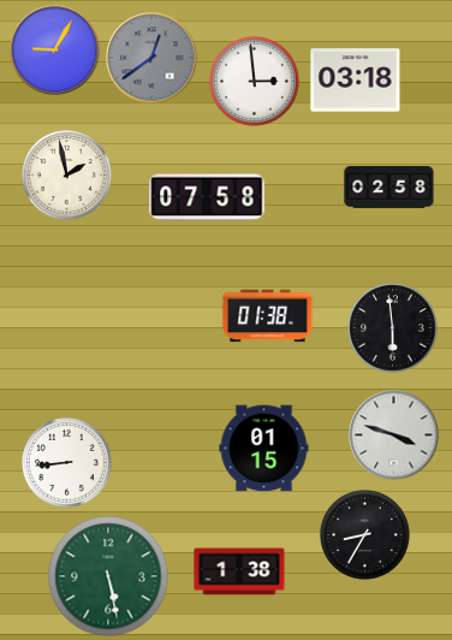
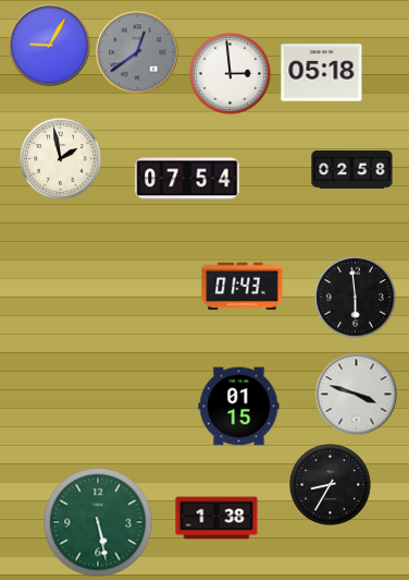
clock at (356, 81): 03:18 -> 05:18
clock at (207, 197): 07:58 -> 07:54
clock at (268, 316): 01:38 -> 01:43
clock at (67, 463): 8:44 -> none
